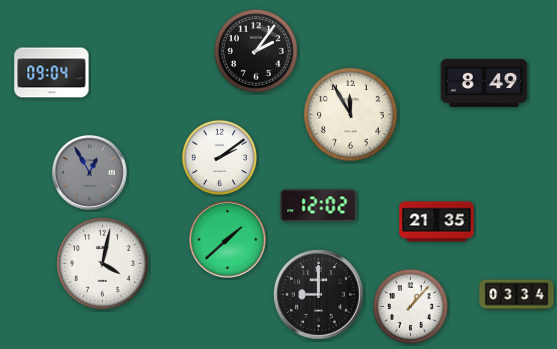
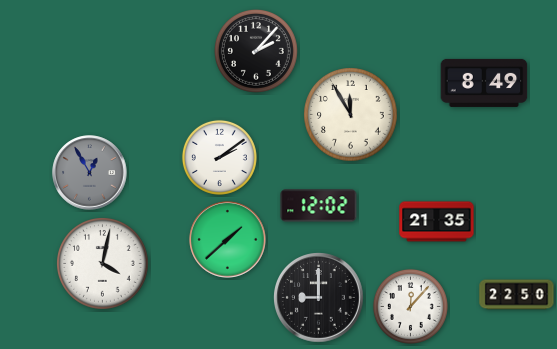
clock at (256, 51): 2:06 -> 2:07
clock at (52, 73): 09:04 -> none
clock at (319, 295) position: (319, 295) -> (319, 298)
clock at (517, 295): 03:34 -> 22:50
clock at (410, 306): 1:07 -> 12:07
